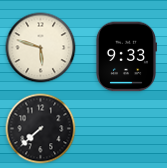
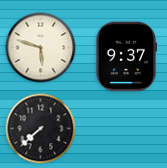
clock at (125, 57): 9:33 -> 9:37
